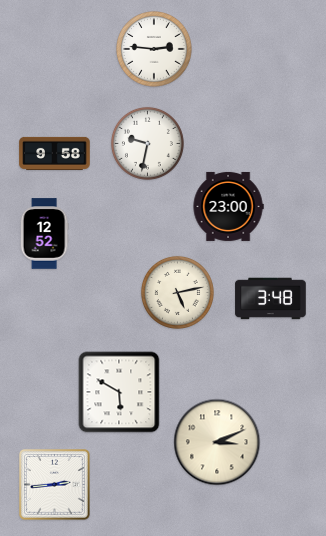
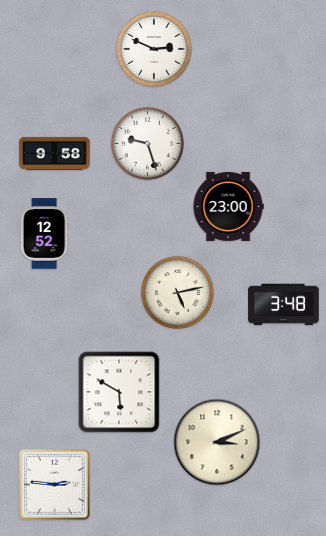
clock at (154, 49): 2:46 -> 2:49
clock at (147, 143): 9:32 -> 9:27
clock at (271, 299) position: (271, 299) -> (284, 305)
clock at (55, 485): 2:44 -> 2:46
